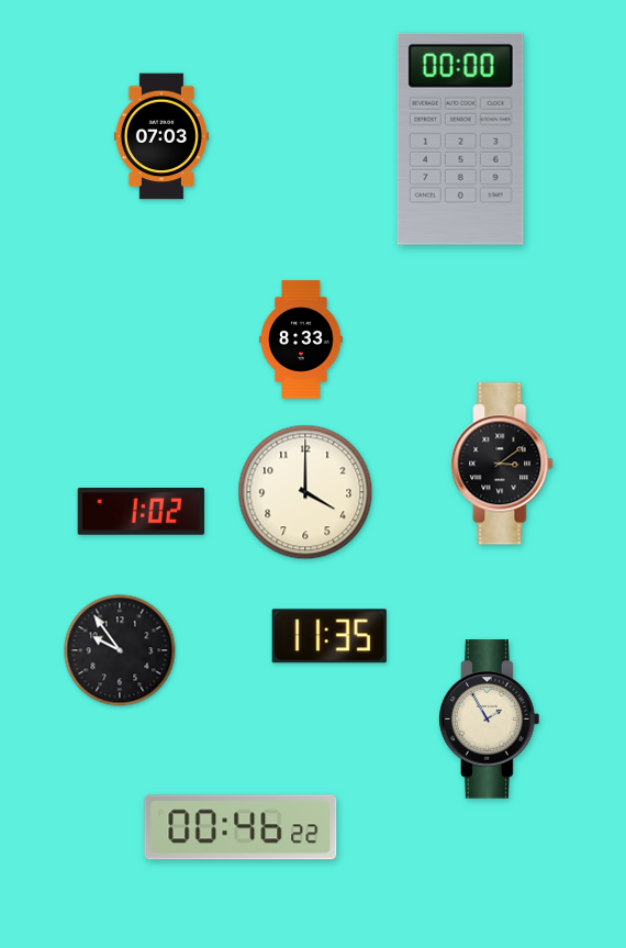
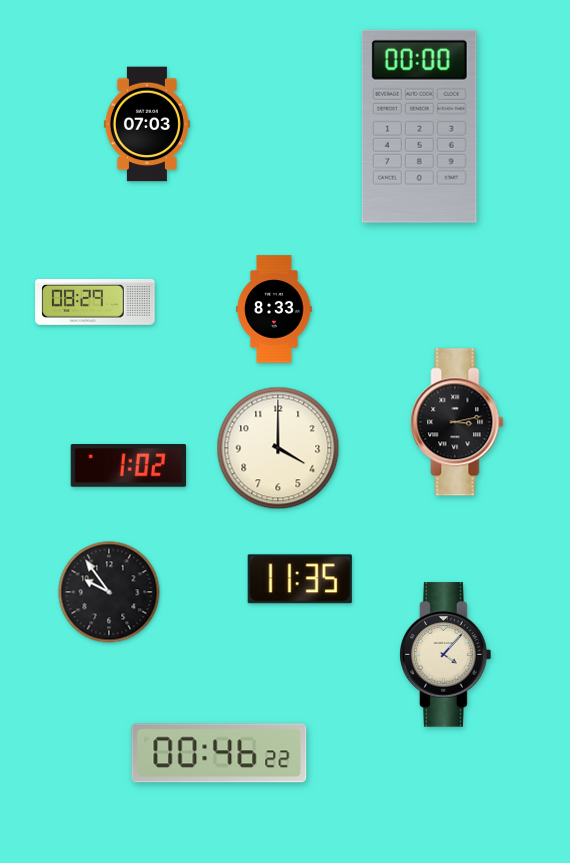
clock at (95, 302): none -> 08:29
clock at (502, 464): 3:09 -> 3:13
clock at (490, 720): 1:55 -> 4:07
